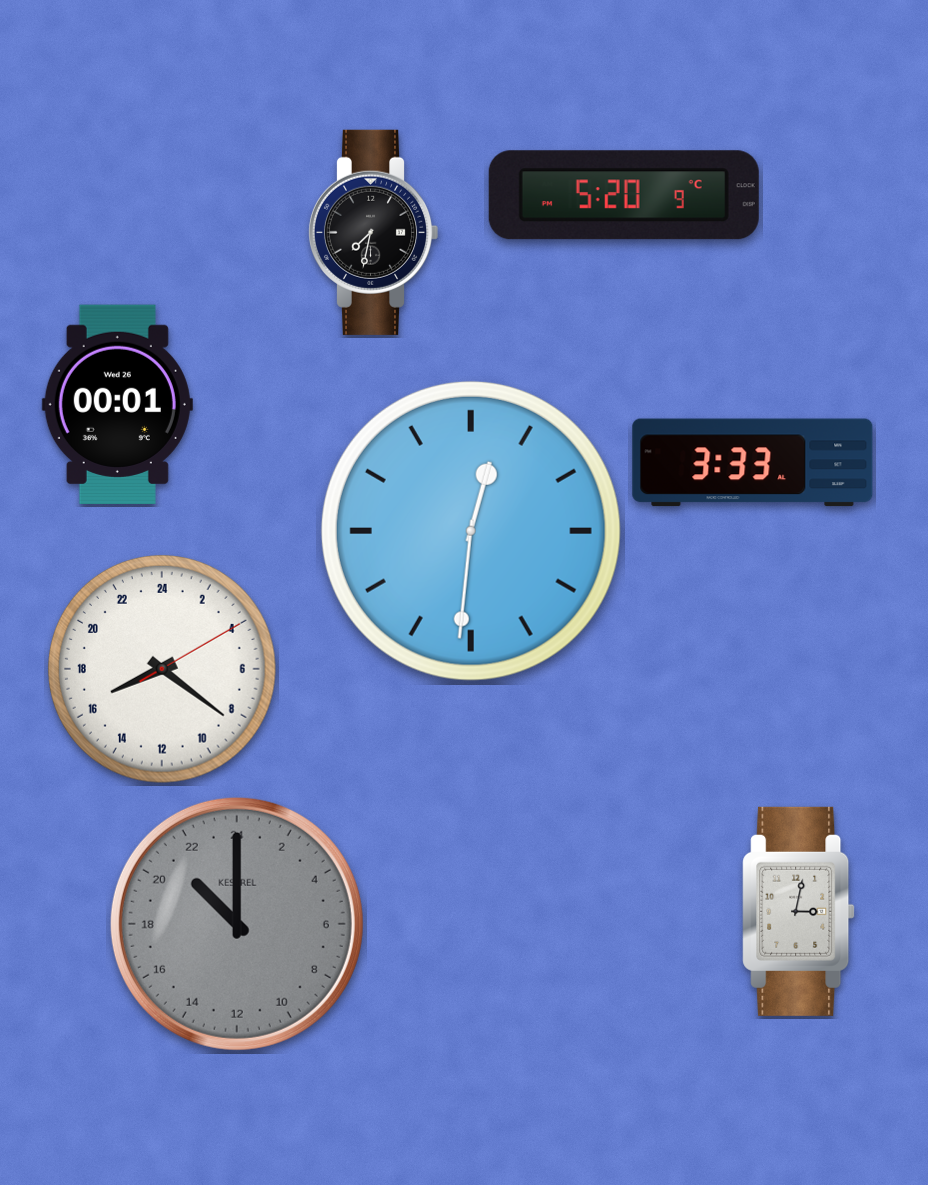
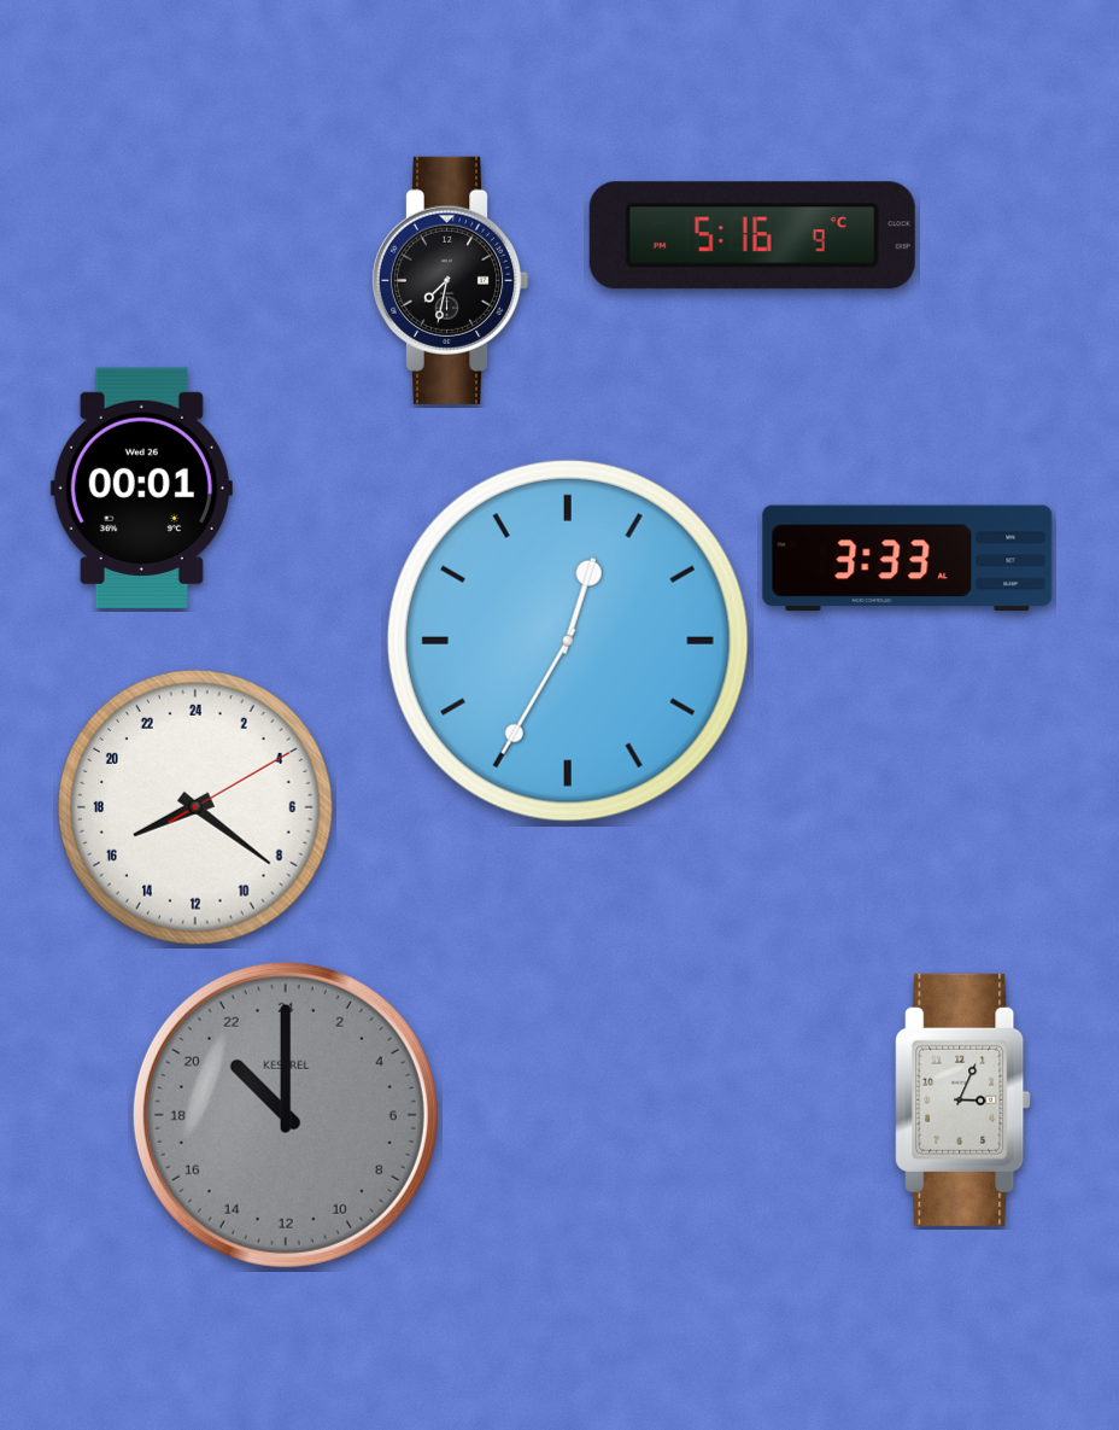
clock at (624, 195): 5:20 -> 5:16
clock at (471, 531): 12:31 -> 12:35
clock at (799, 911): 3:02 -> 3:04
